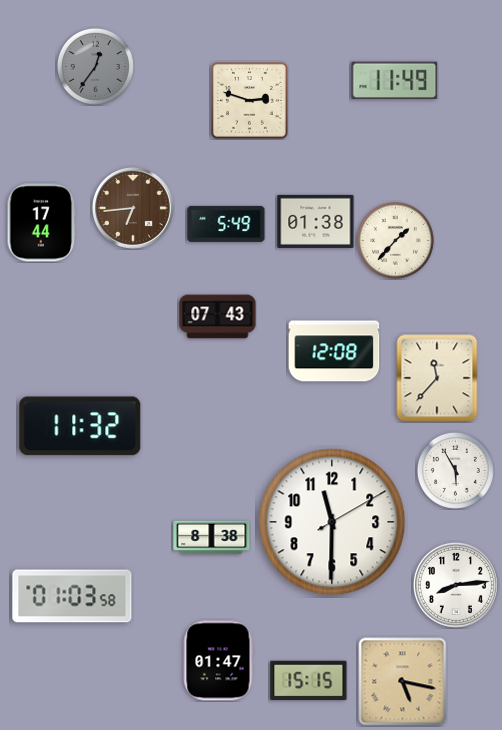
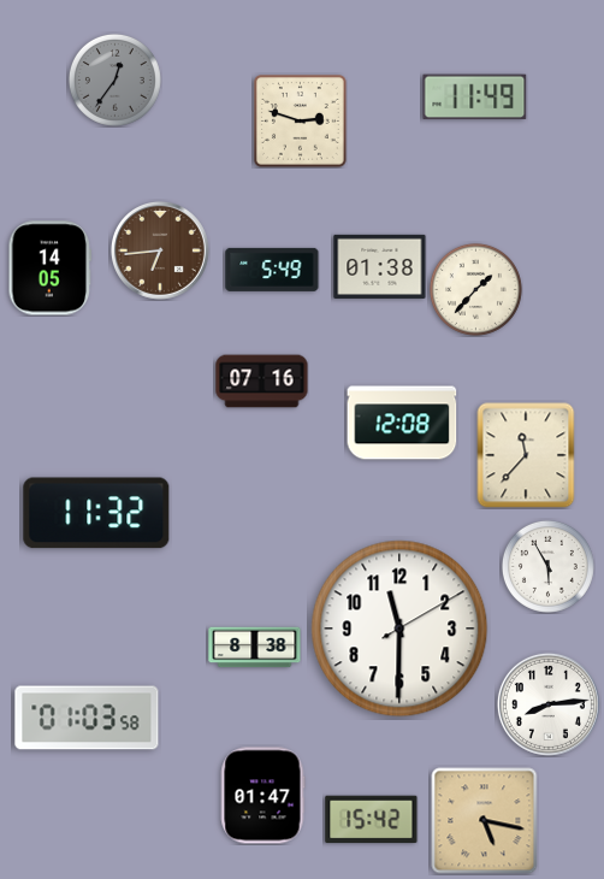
clock at (42, 223): 17:44 -> 14:05
clock at (218, 317): 07:43 -> 07:16
clock at (309, 681): 15:15 -> 15:42
